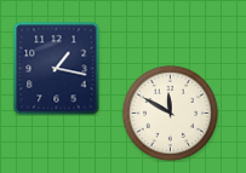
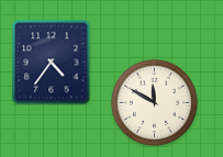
clock at (57, 68): 1:17 -> 4:36
